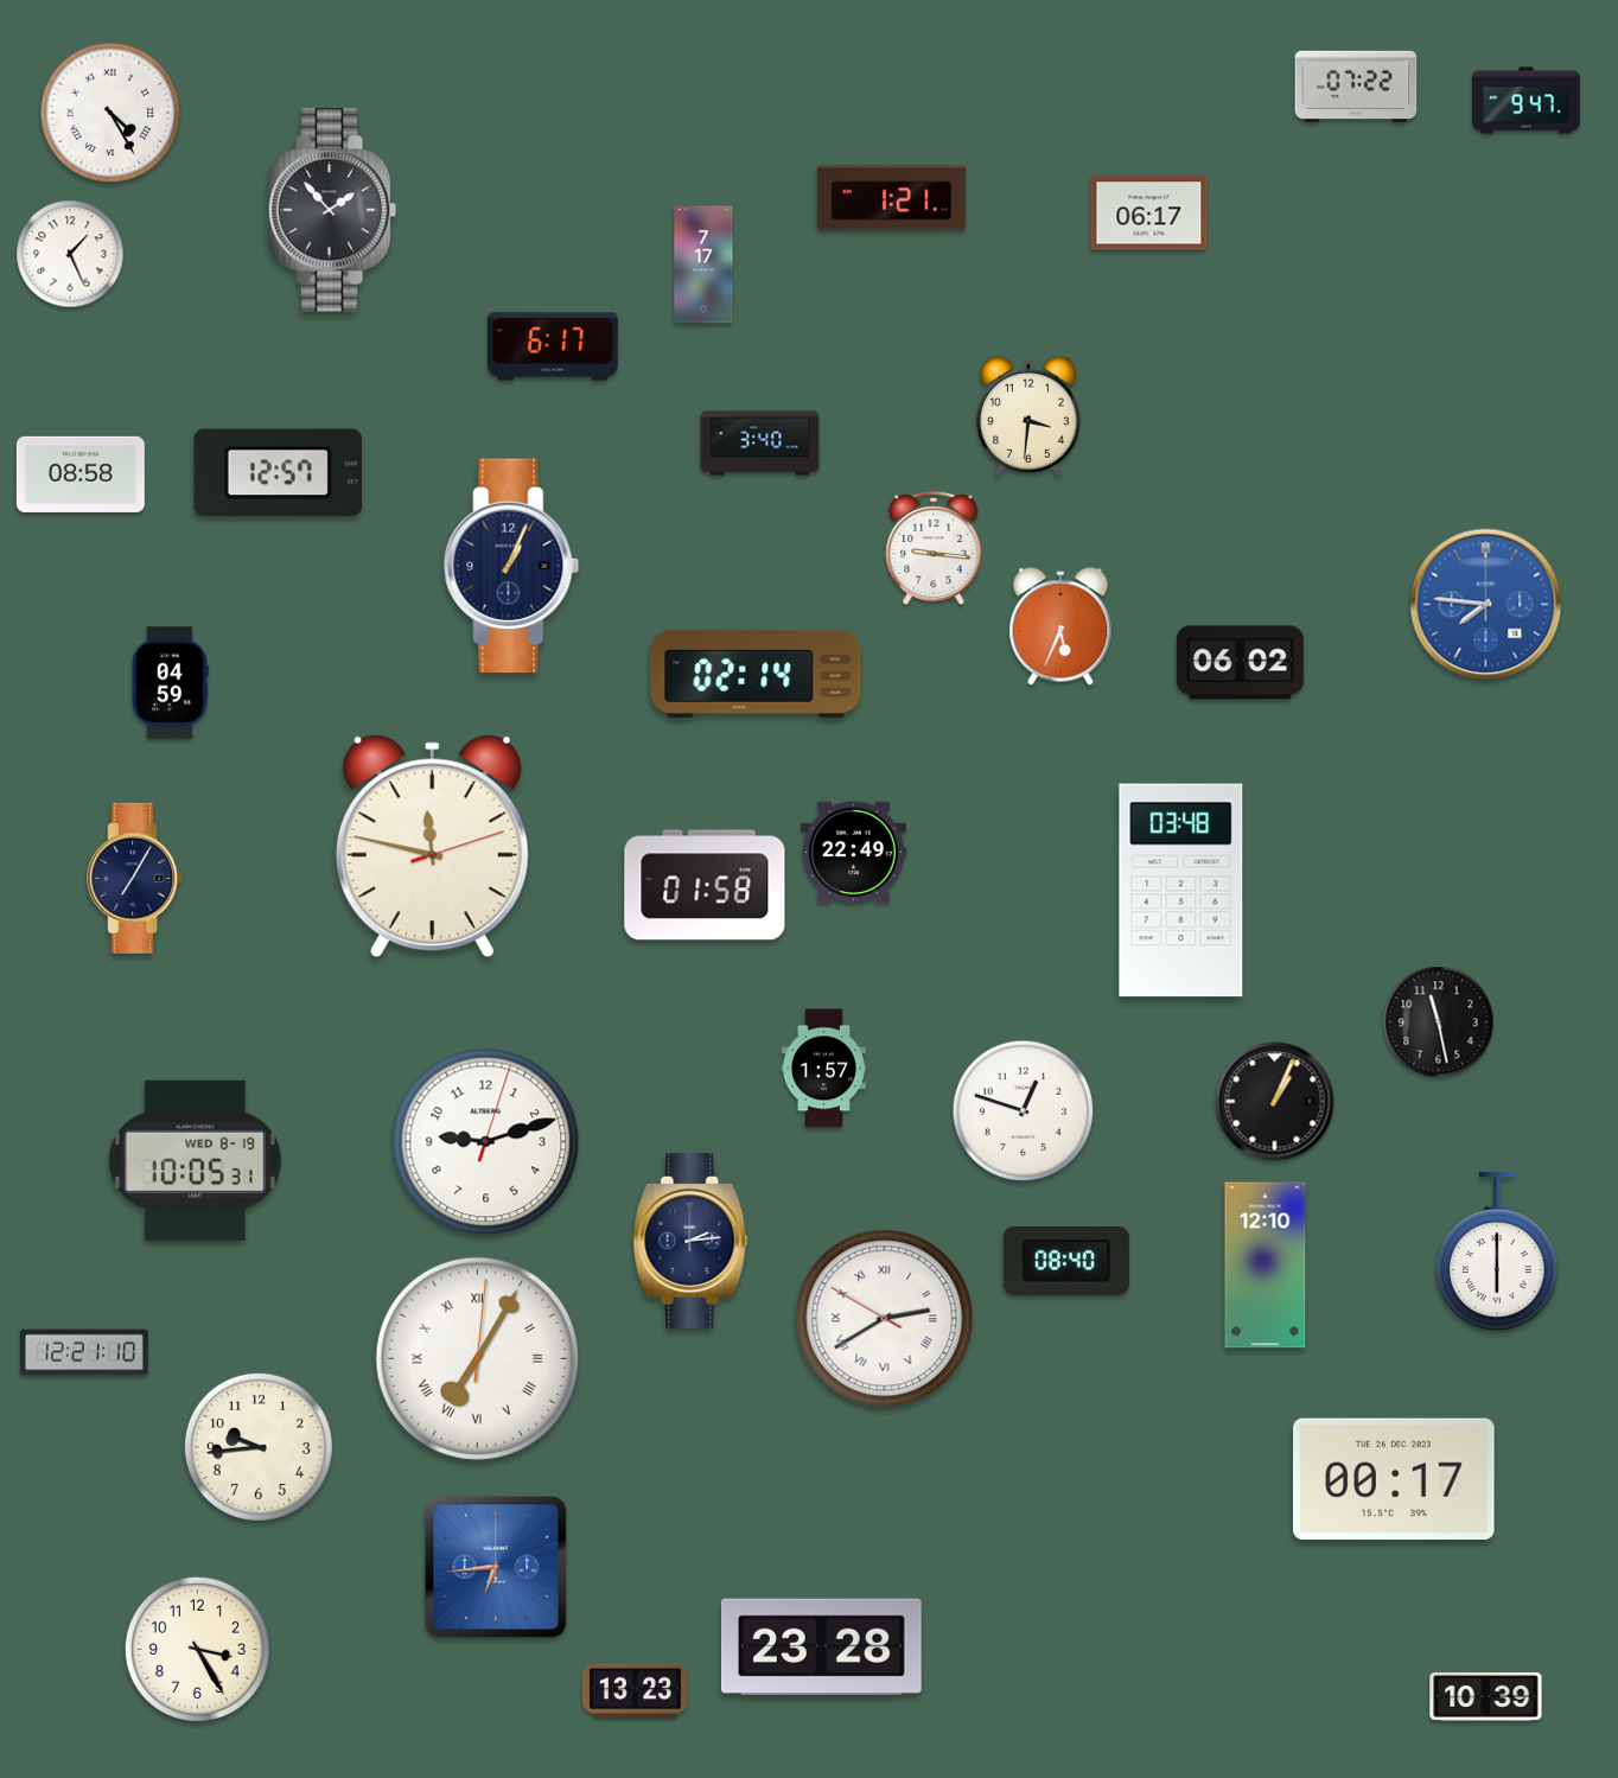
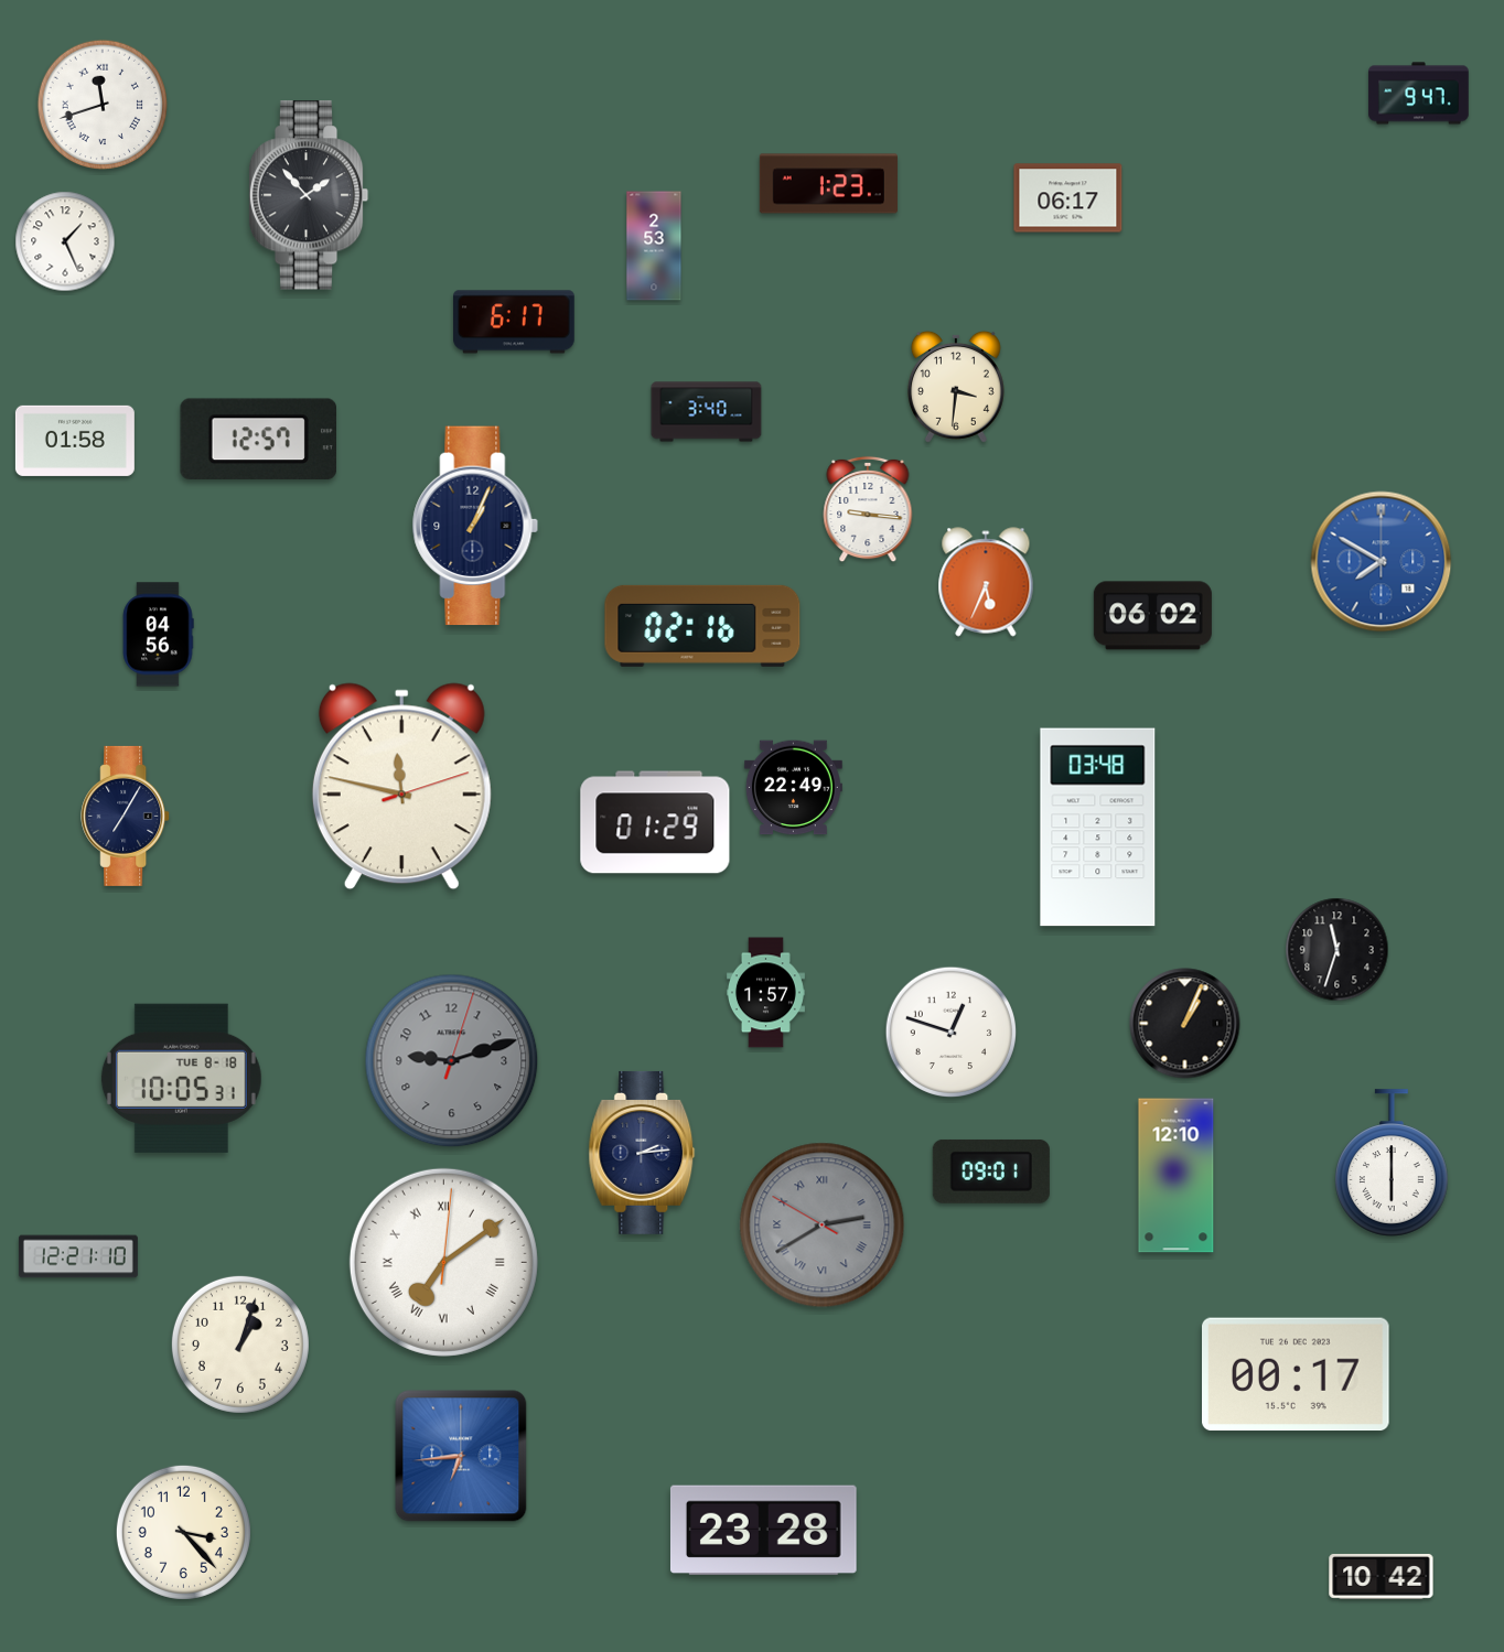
clock at (1356, 85): 07:22 -> none
clock at (109, 111): 4:25 -> 11:42
clock at (891, 198): 1:21 -> 1:23
clock at (70, 254) position: (70, 254) -> (65, 241)
clock at (703, 265): 7:17 -> 2:53
clock at (81, 474): 08:58 -> 01:58
clock at (1486, 605): 7:46 -> 7:50
clock at (756, 674): 02:14 -> 02:16
clock at (170, 683): 04:59 -> 04:56
clock at (853, 853) position: (853, 853) -> (793, 788)
clock at (705, 885): 01:58 -> 01:29
clock at (1439, 1022): 11:28 -> 11:33
clock at (486, 1142) dial: white -> grey
clock at (195, 1160) date: WED 8-19 -> TUE 8-18
clock at (1066, 1261): 08:40 -> 09:01
clock at (885, 1319) dial: white -> grey
clock at (477, 1358): 7:05 -> 7:09
clock at (259, 1447): 9:44 -> 1:03
clock at (197, 1649): 3:25 -> 3:23
clock at (635, 1691): 13:23 -> none
clock at (1486, 1696): 10:39 -> 10:42
